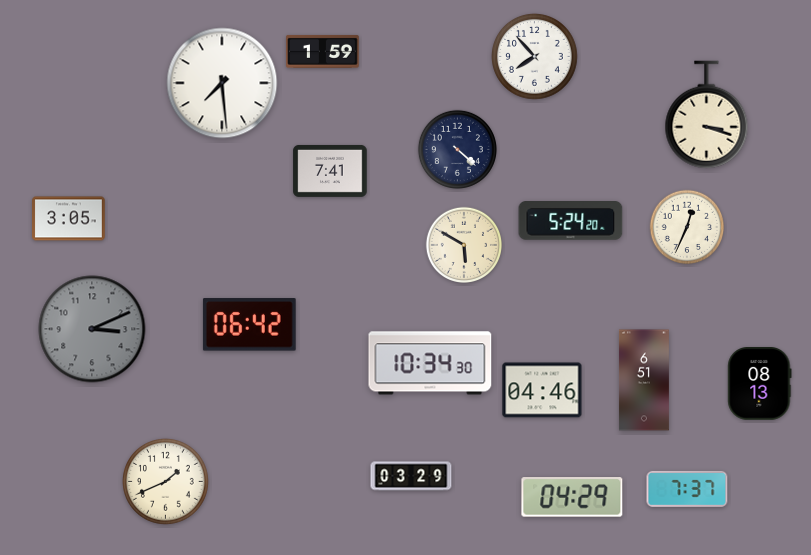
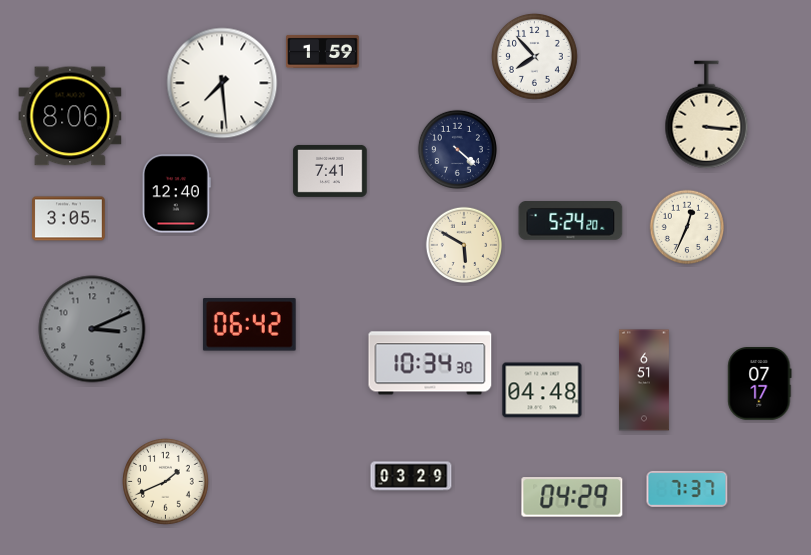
clock at (707, 115): 3:18 -> 3:16
clock at (70, 116): none -> 8:06
clock at (176, 194): none -> 12:40
clock at (760, 384): 08:13 -> 07:17
clock at (542, 390): 04:46 -> 04:48
